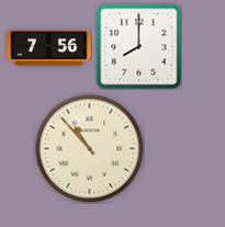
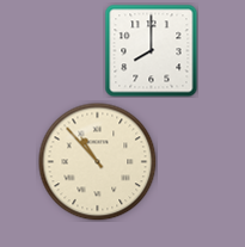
clock at (49, 48): 7:56 -> none
